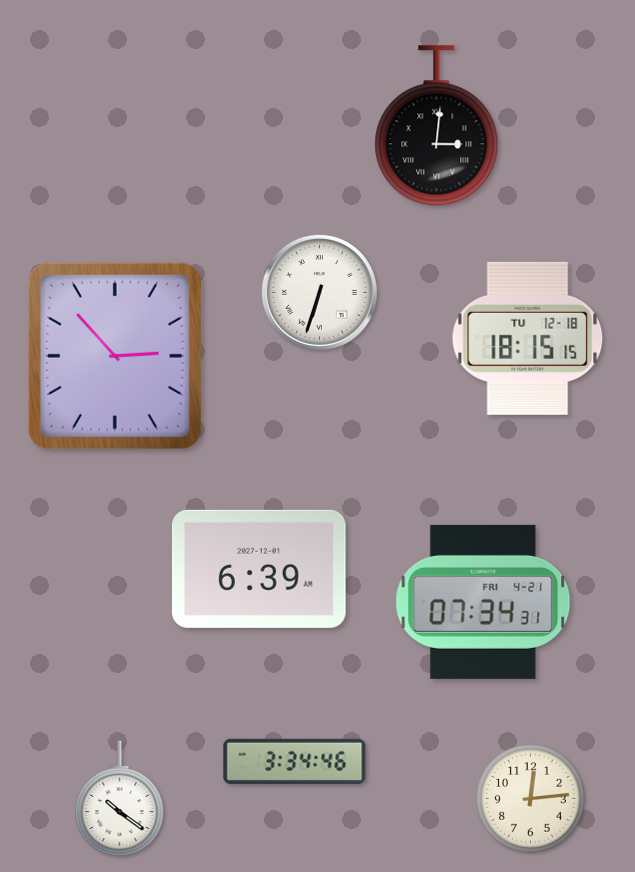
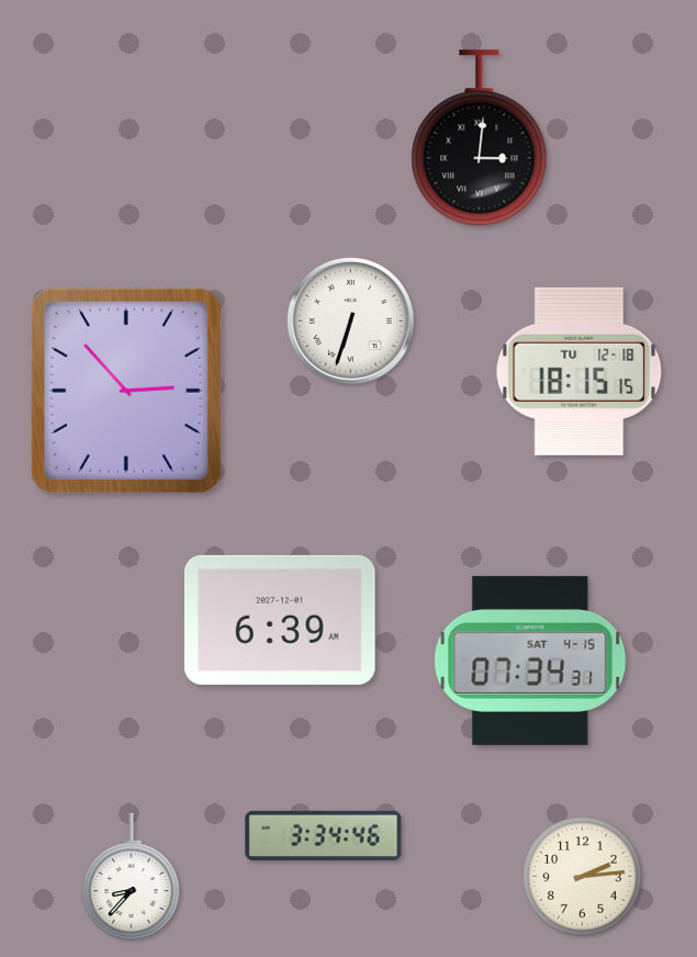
clock at (259, 569) position: (259, 569) -> (280, 620)
clock at (483, 602) date: FRI 4-21 -> SAT 4-15
clock at (120, 799): 10:21 -> 8:37
clock at (531, 799): 12:14 -> 2:14
